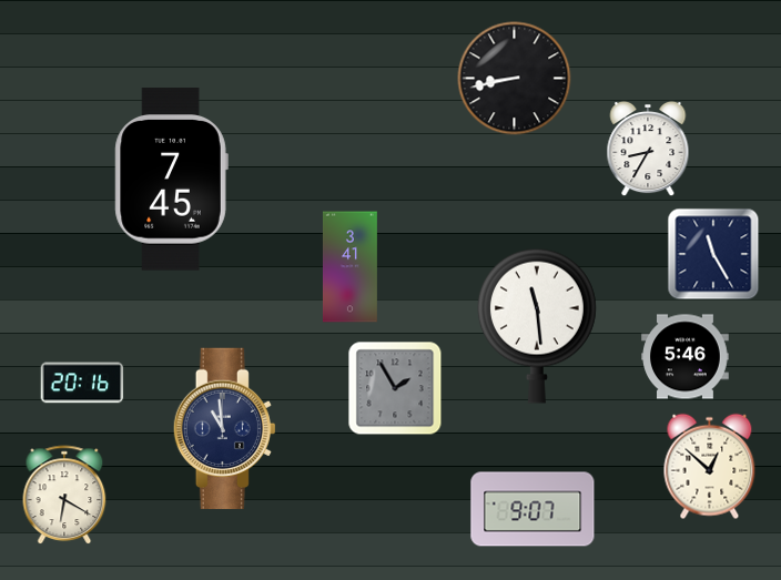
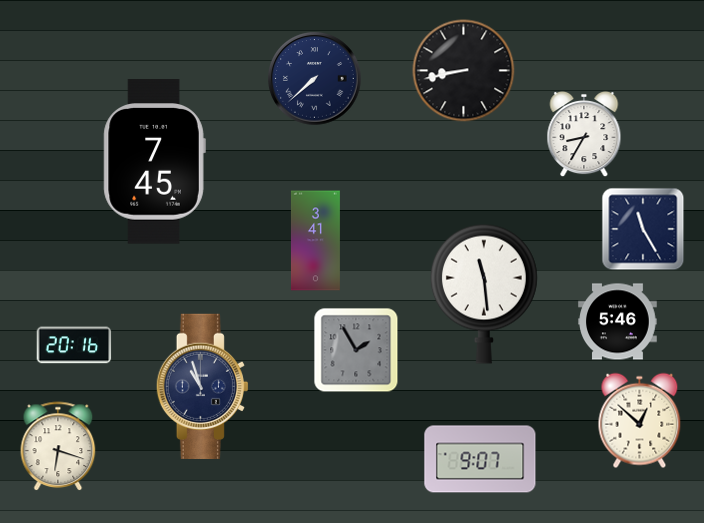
clock at (315, 79): none -> 7:38
clock at (224, 428): 10:59 -> 10:57
clock at (64, 495): 6:20 -> 6:18
